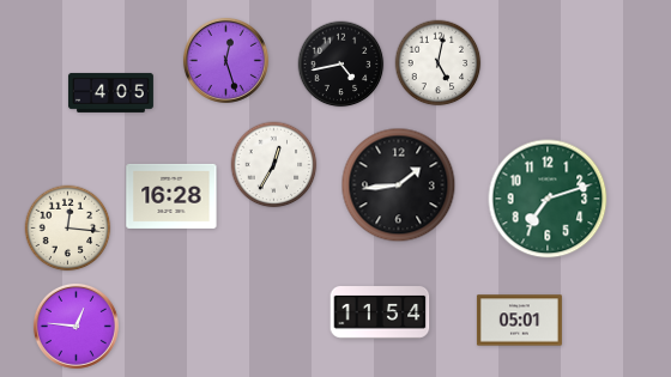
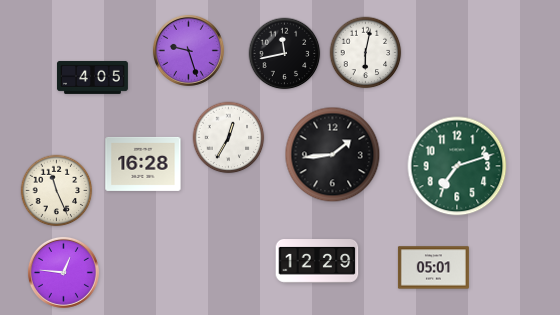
clock at (225, 60): 12:27 -> 9:27
clock at (439, 63): 5:02 -> 6:02
clock at (341, 65): 4:43 -> 11:43
clock at (68, 229): 12:16 -> 11:26
clock at (380, 314): 11:54 -> 12:29
